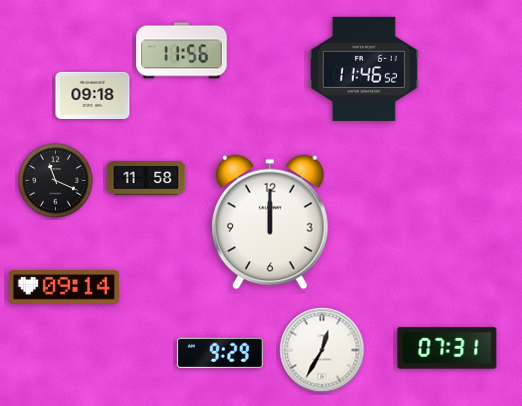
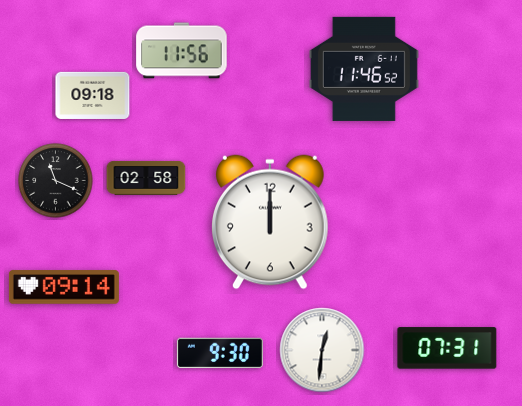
clock at (146, 178): 11:58 -> 02:58
clock at (322, 350): 12:35 -> 12:31
clock at (220, 353): 9:29 -> 9:30
